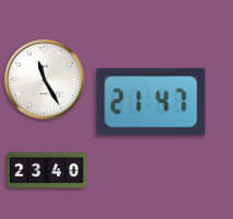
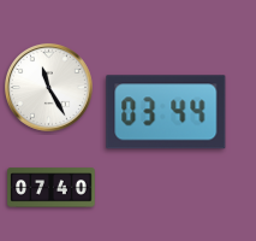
clock at (151, 102): 21:47 -> 03:44
clock at (47, 171): 23:40 -> 07:40
